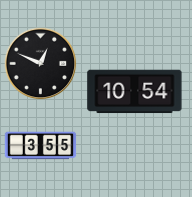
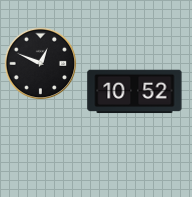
clock at (135, 92): 10:54 -> 10:52
clock at (41, 146): 3:55 -> none
